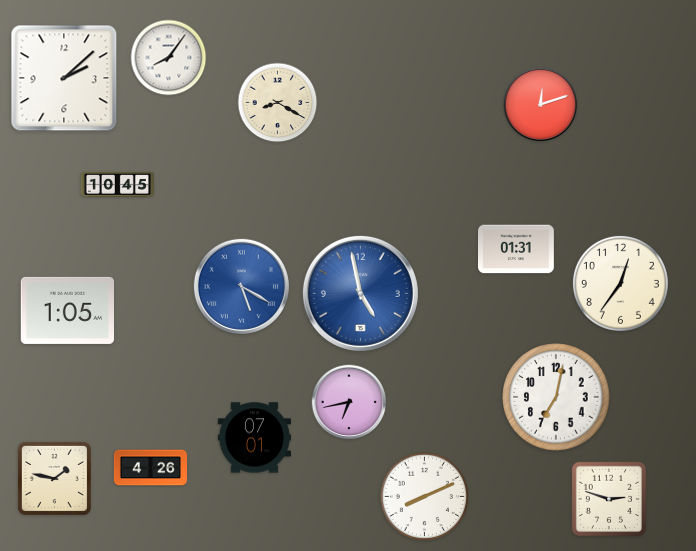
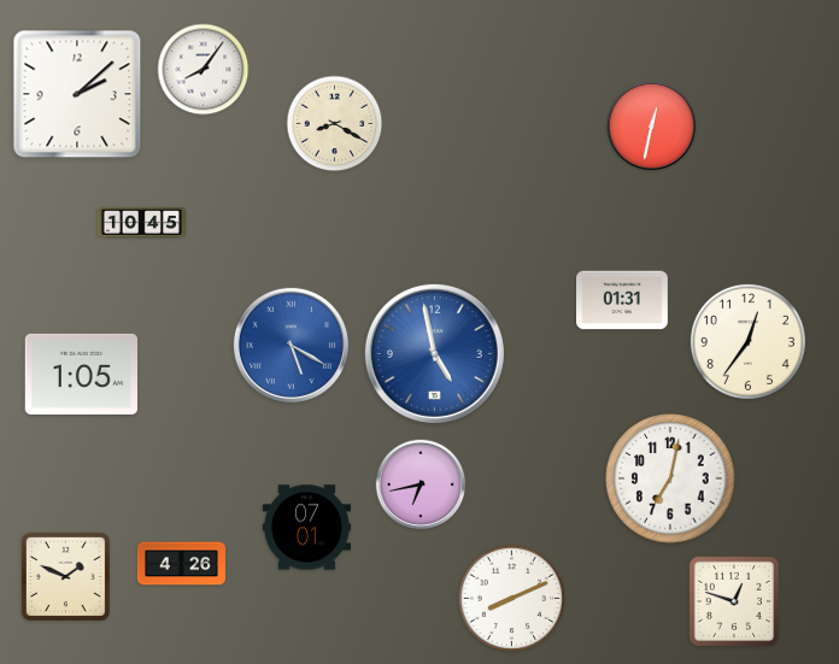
clock at (541, 105): 12:12 -> 12:32
clock at (54, 478): 1:47 -> 1:49
clock at (609, 499): 2:48 -> 12:48
